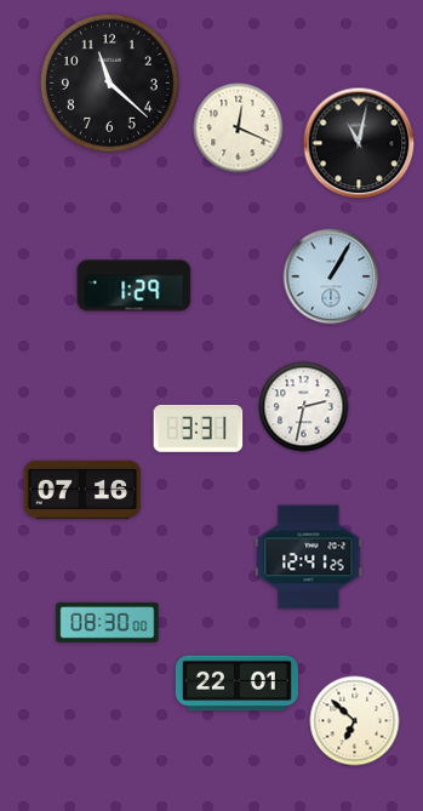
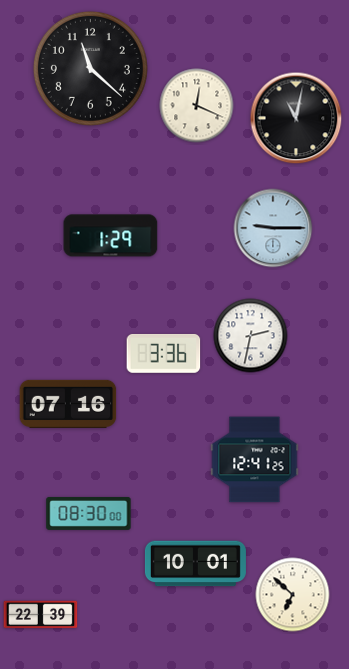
clock at (331, 276): 1:05 -> 9:15
clock at (199, 428): 3:31 -> 3:36
clock at (236, 684): 22:01 -> 10:01
clock at (41, 615): none -> 22:39
